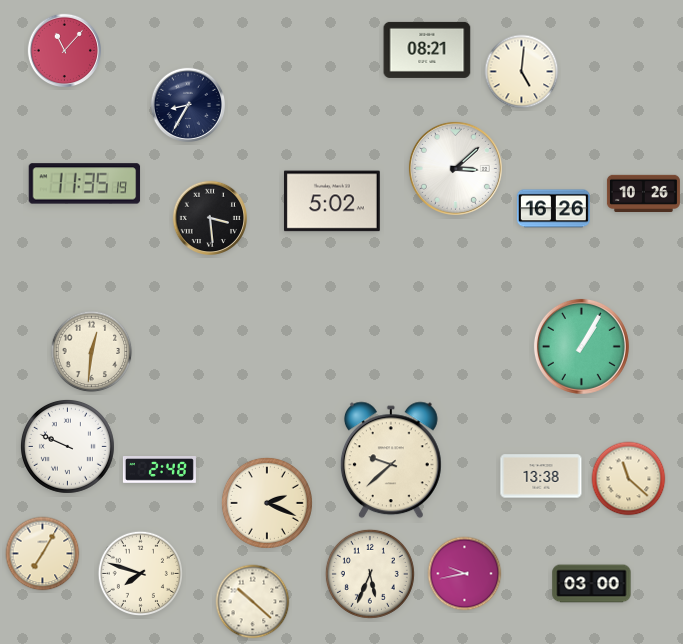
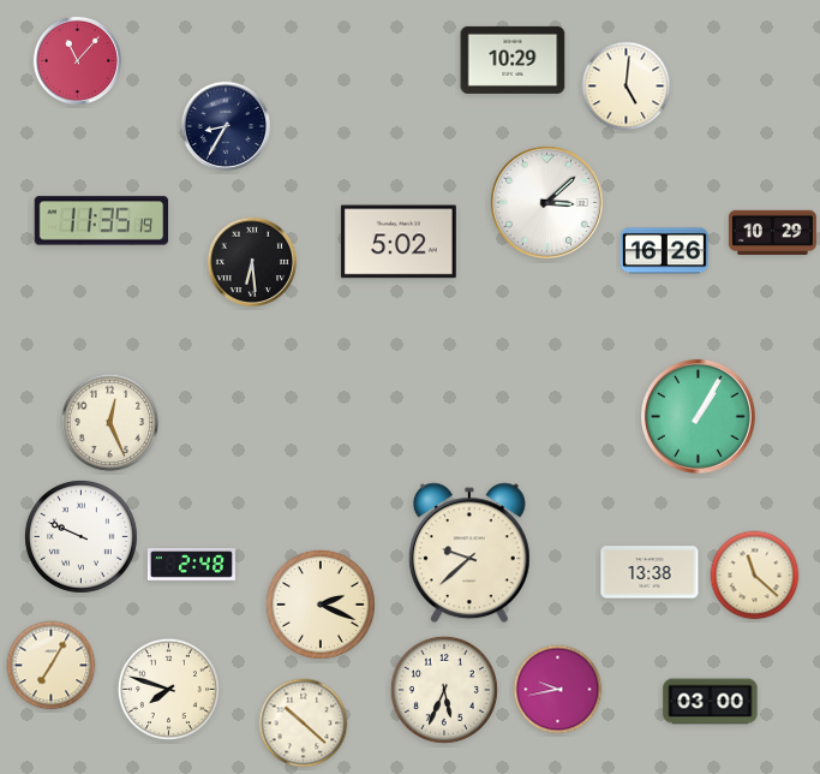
clock at (427, 50): 08:21 -> 10:29
clock at (643, 194): 10:26 -> 10:29
clock at (209, 217): 3:29 -> 6:29
clock at (92, 352): 12:31 -> 12:26
